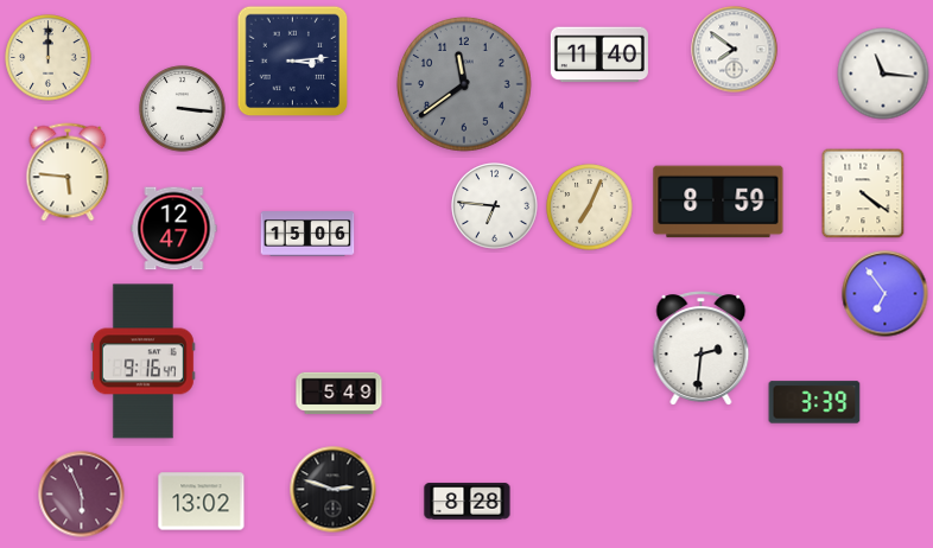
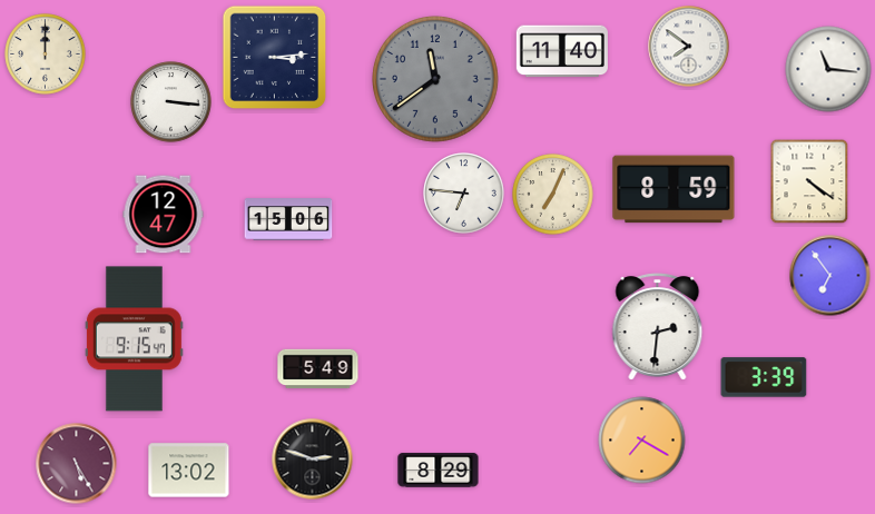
clock at (68, 172): 5:46 -> none
clock at (142, 362): 9:16 -> 9:15
clock at (642, 441): none -> 7:20
clock at (82, 495): 5:56 -> 5:25
clock at (468, 502): 8:28 -> 8:29
